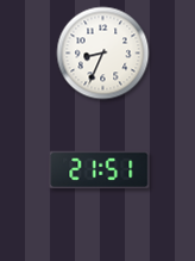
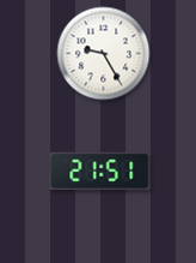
clock at (103, 54): 8:34 -> 9:25
